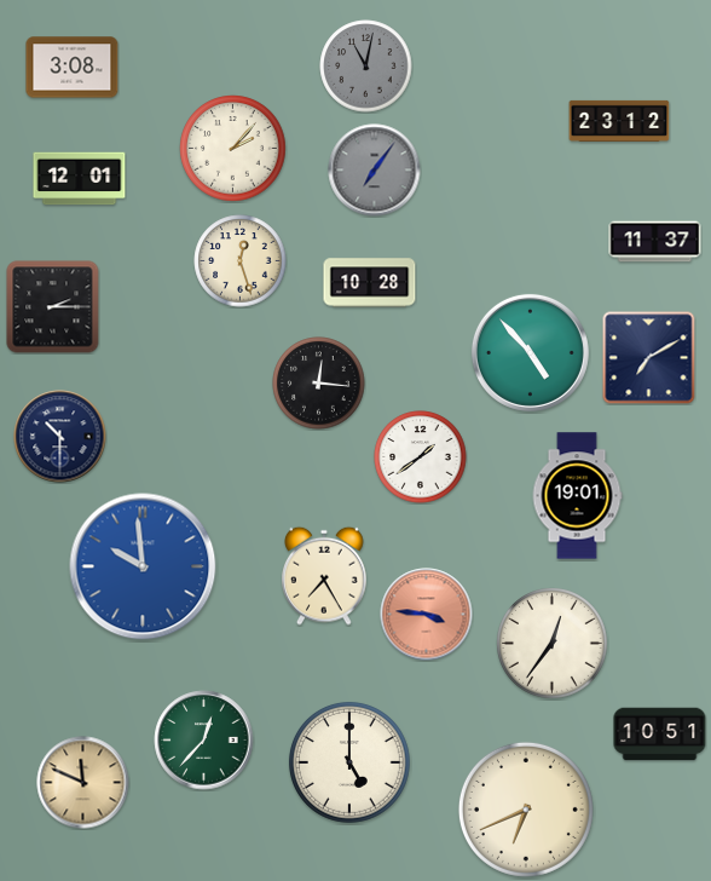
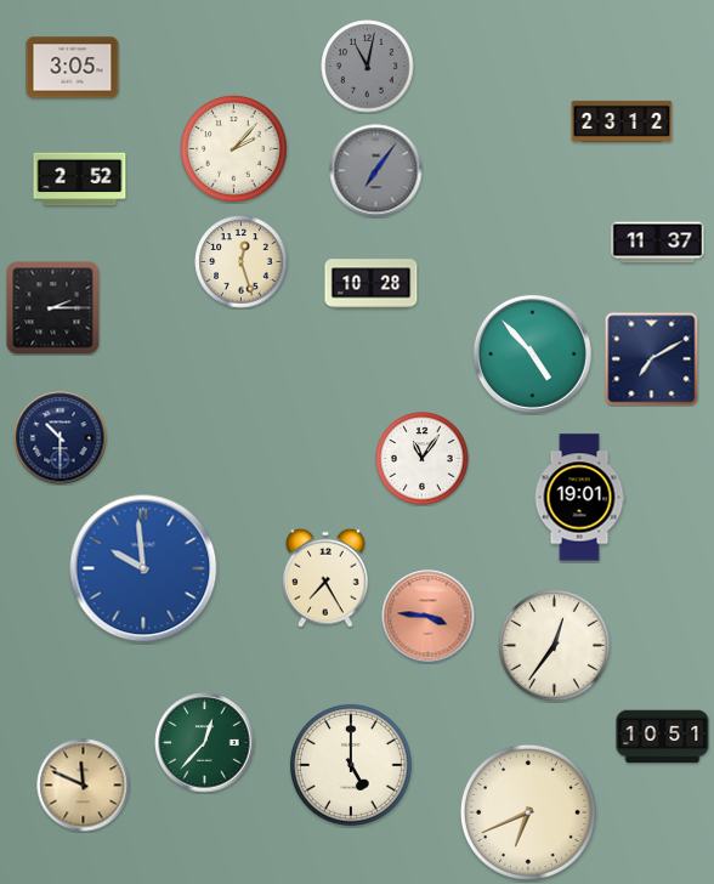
clock at (73, 68): 3:08 -> 3:05
clock at (80, 179): 12:01 -> 2:52
clock at (319, 384): 12:16 -> none
clock at (421, 457): 1:39 -> 11:06
